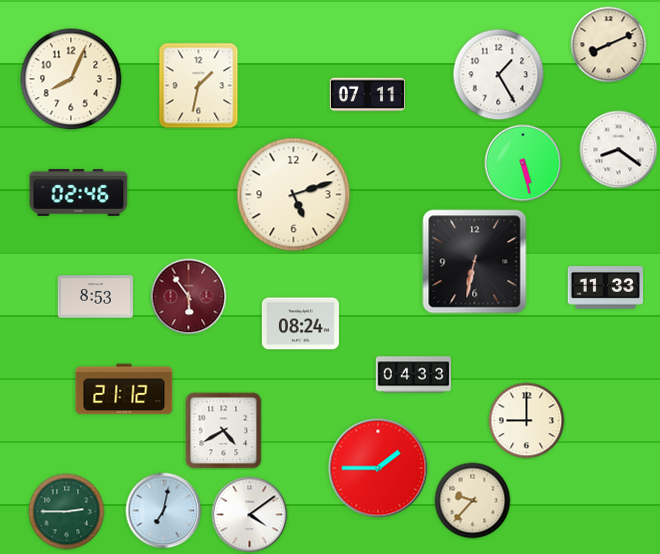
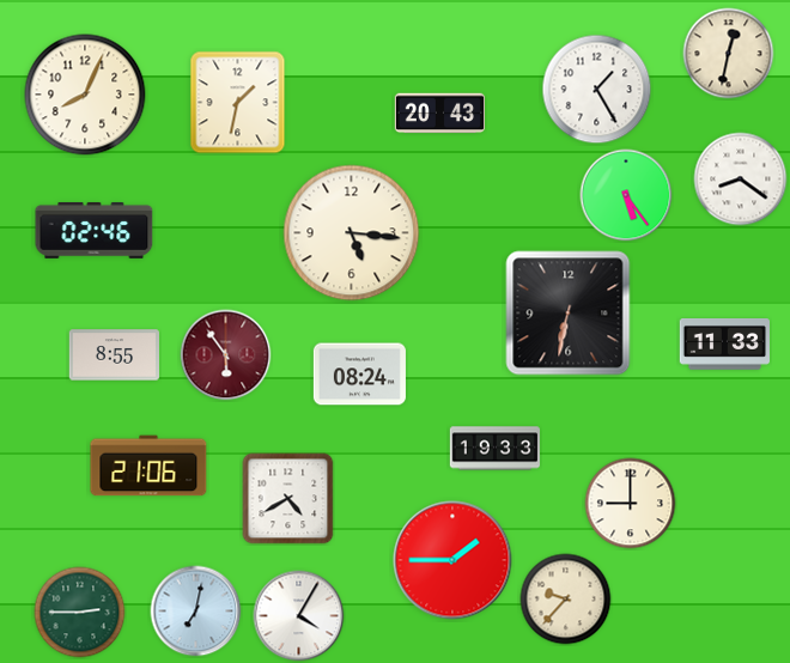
clock at (609, 45): 8:11 -> 12:32
clock at (368, 95): 07:11 -> 20:43
clock at (523, 163): 5:28 -> 5:24
clock at (294, 195): 5:12 -> 5:16
clock at (95, 297): 8:53 -> 8:55
clock at (300, 324) position: (300, 324) -> (359, 375)
clock at (413, 375): 04:33 -> 19:33
clock at (124, 389): 21:12 -> 21:06
clock at (224, 431) position: (224, 431) -> (288, 499)
clock at (250, 515): 4:09 -> 4:05
